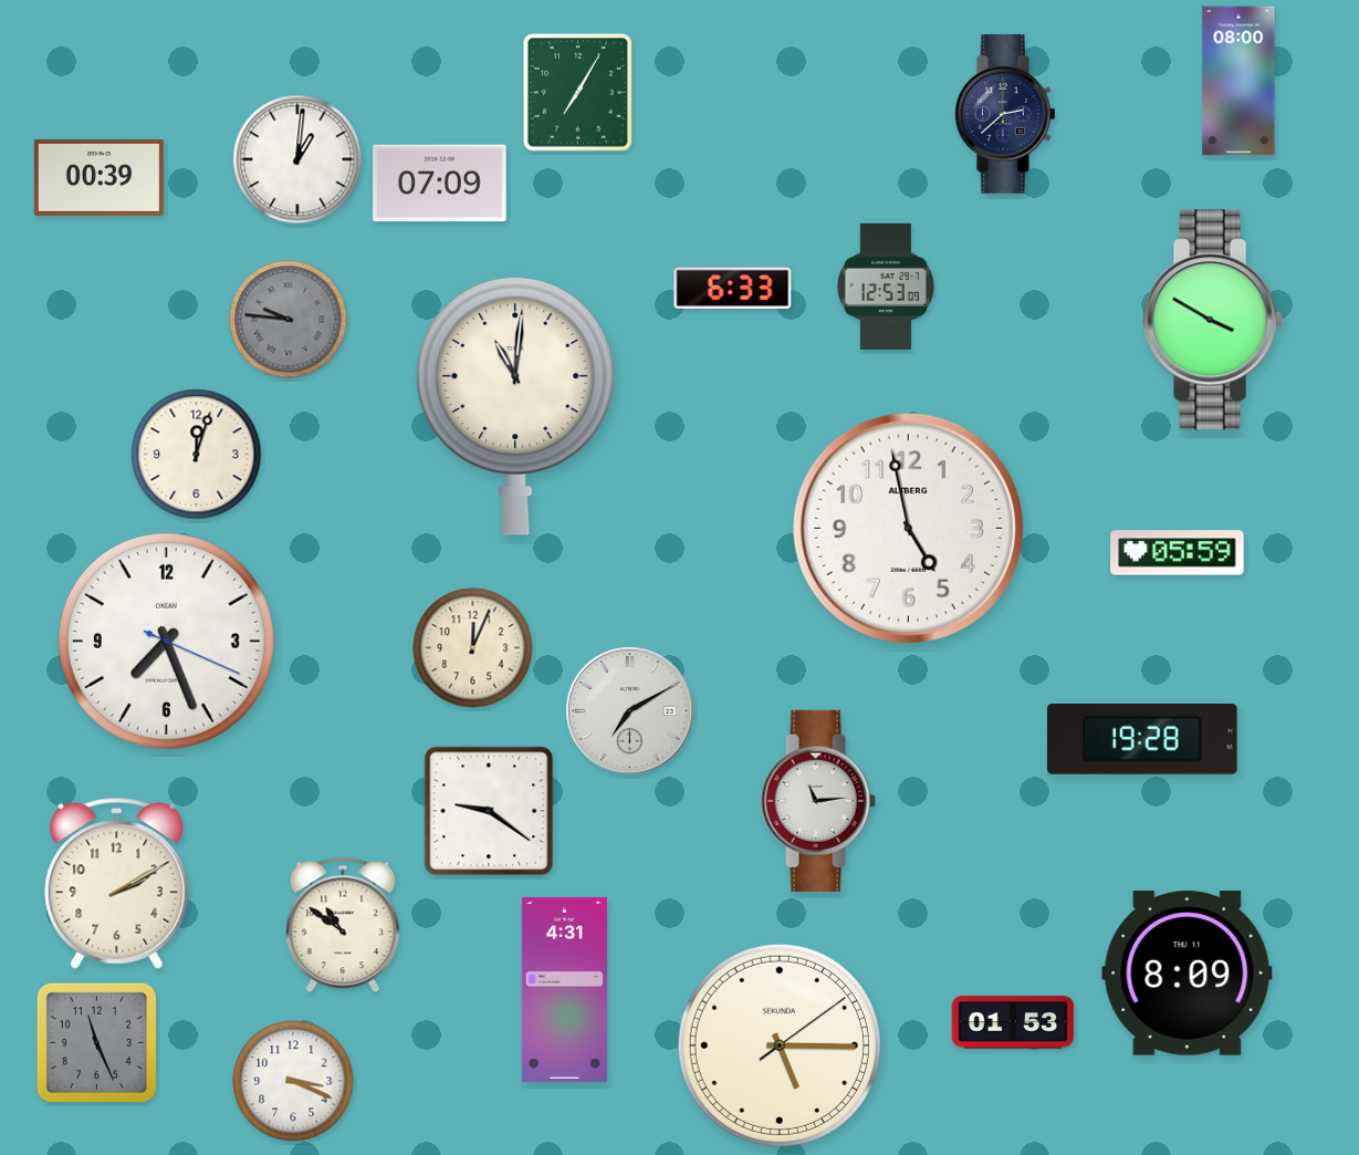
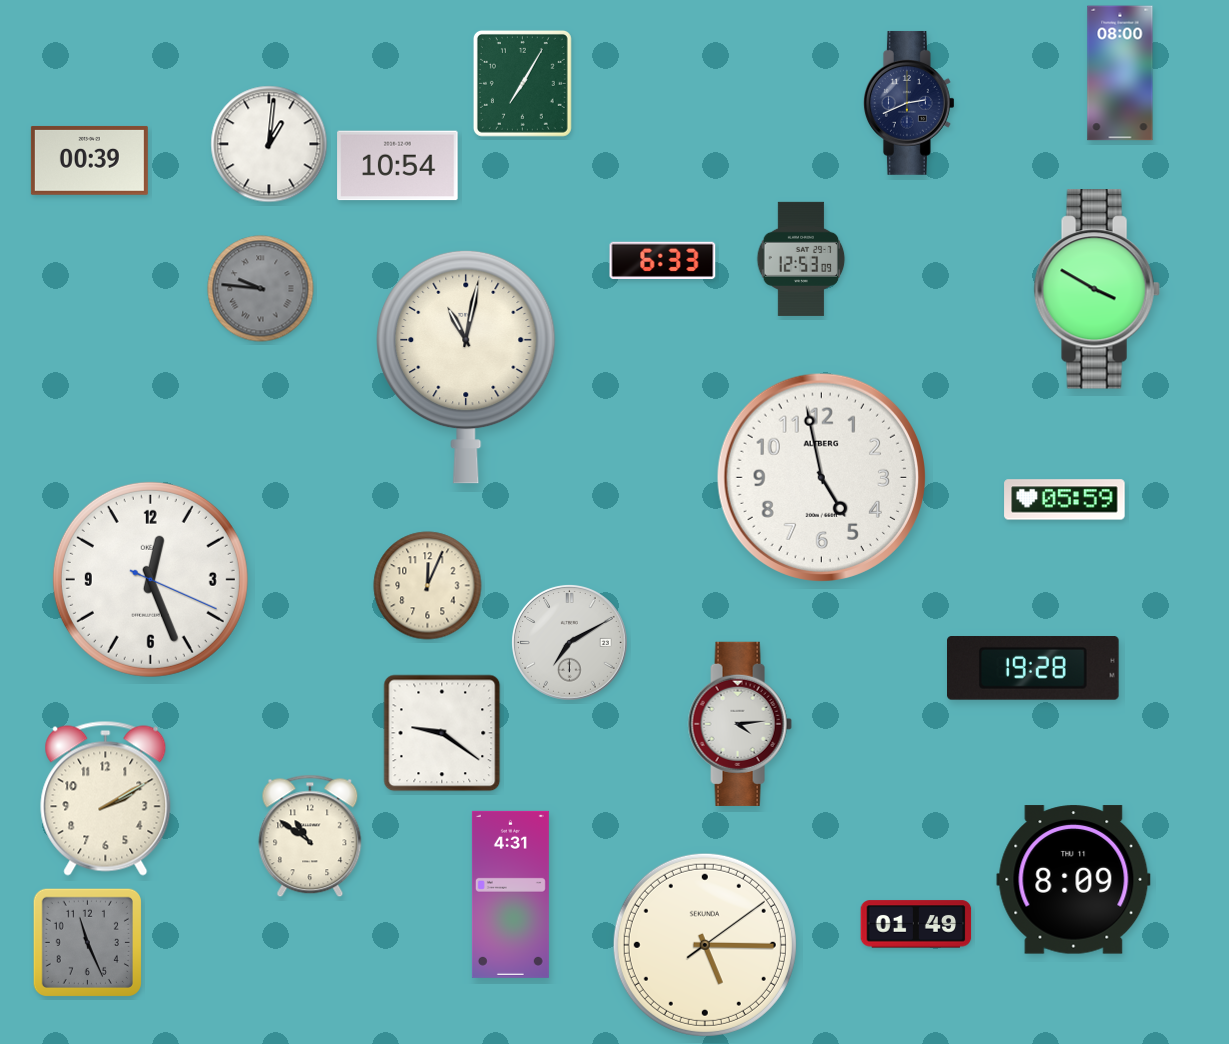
clock at (1005, 114): 2:38 -> 2:41
clock at (440, 184): 07:09 -> 10:54
clock at (515, 406): 11:01 -> 11:02
clock at (197, 455): 12:03 -> none
clock at (166, 641): 7:26 -> 12:26
clock at (818, 801): 11:14 -> 4:14
clock at (1013, 1022): 01:53 -> 01:49
clock at (293, 1081): 3:19 -> none
